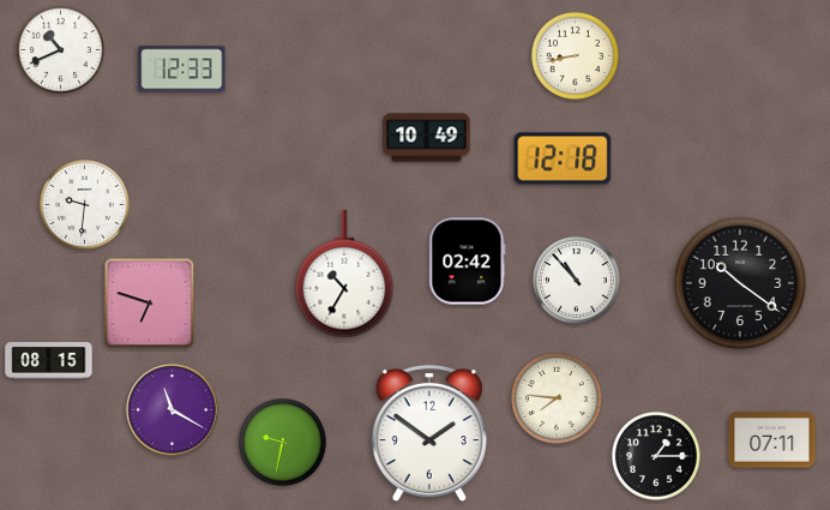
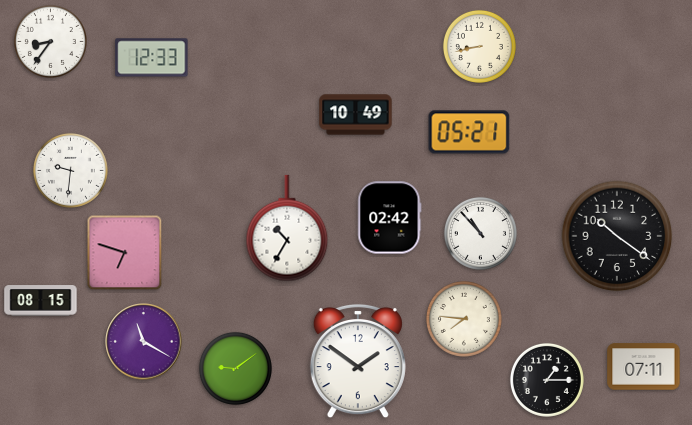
clock at (60, 49): 10:41 -> 8:36
clock at (563, 158): 12:18 -> 05:21
clock at (557, 398) position: (557, 398) -> (464, 319)
clock at (282, 442): 9:32 -> 9:09
